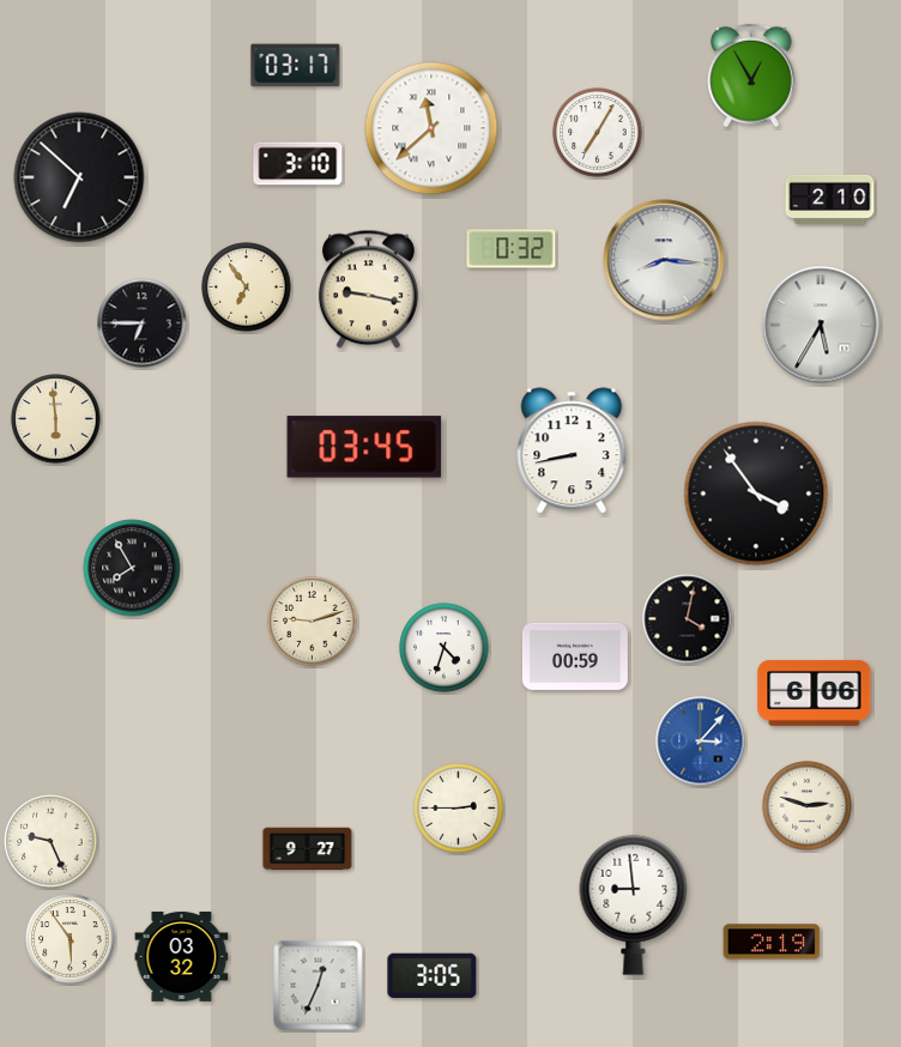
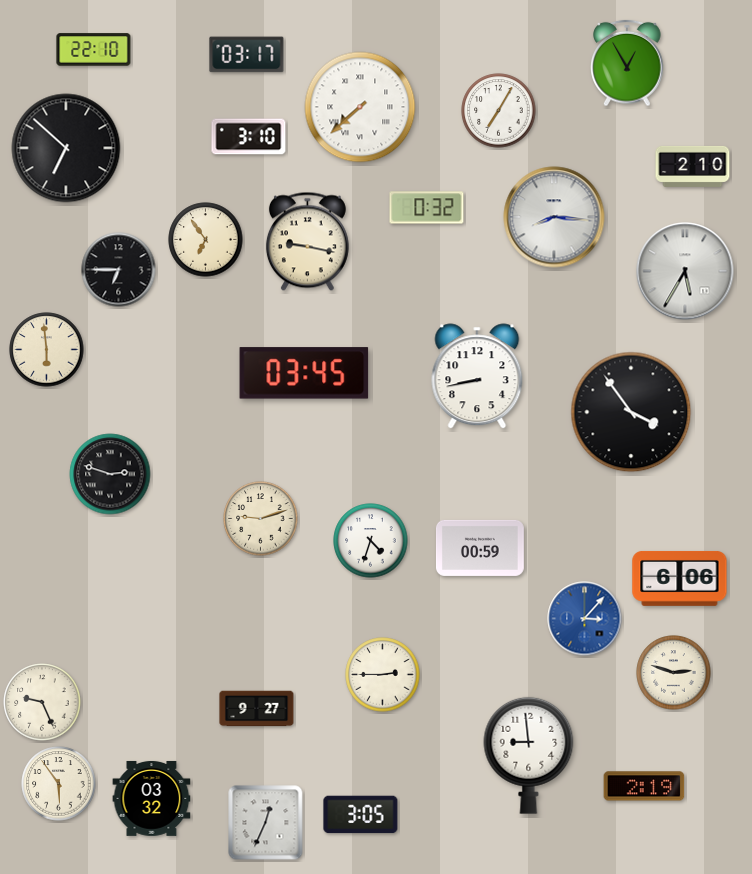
clock at (94, 50): none -> 22:10
clock at (431, 128): 11:38 -> 7:38
clock at (132, 568): 7:55 -> 2:48
clock at (688, 619): 4:02 -> none
